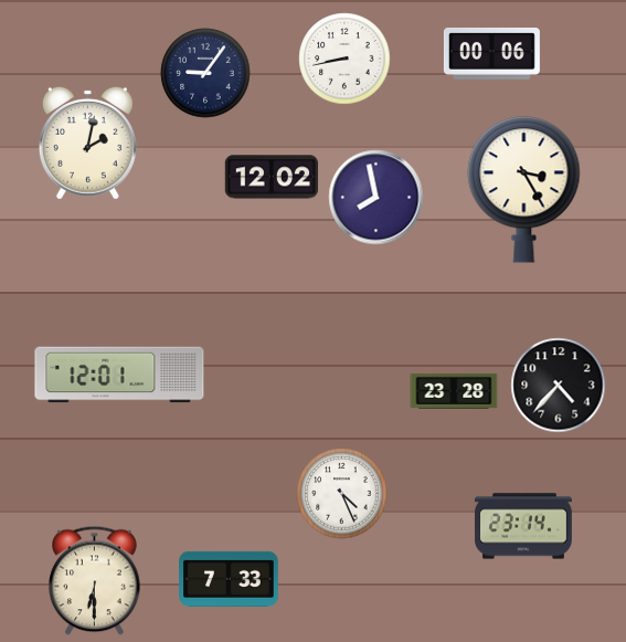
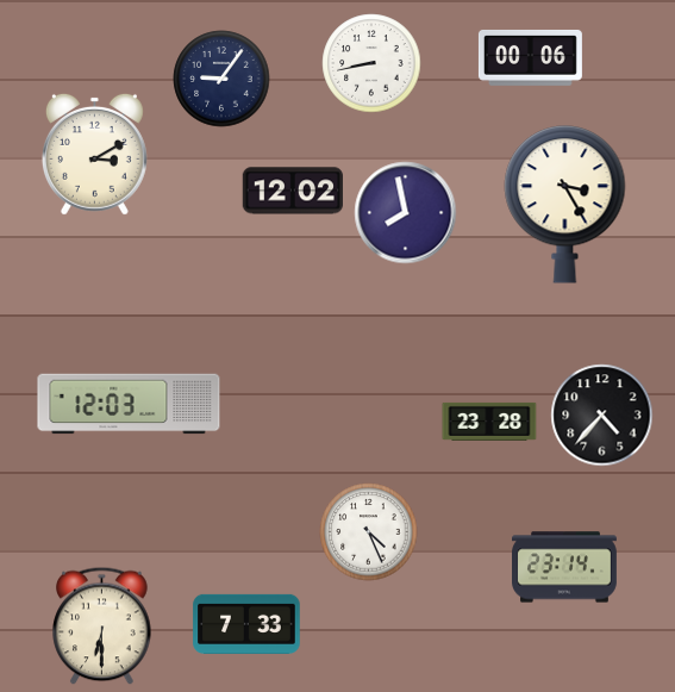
clock at (87, 143): 2:02 -> 3:10
clock at (119, 375): 12:01 -> 12:03
